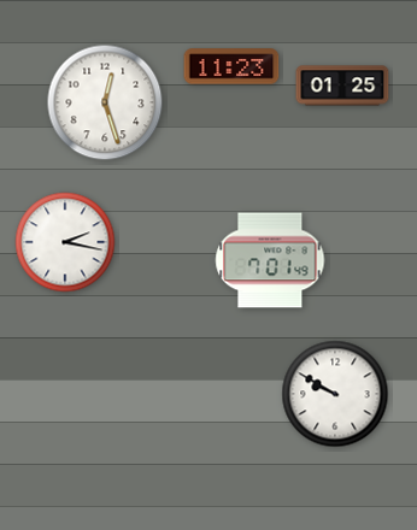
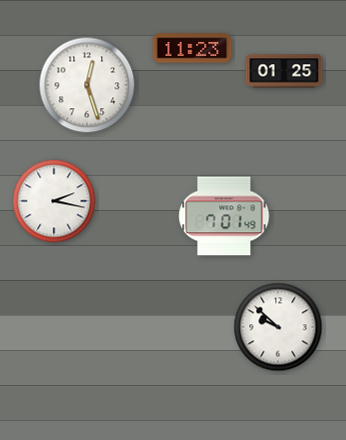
clock at (231, 66) position: (231, 66) -> (192, 48)
clock at (335, 394): 9:50 -> 9:52
